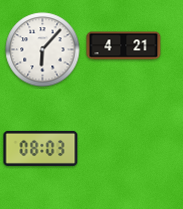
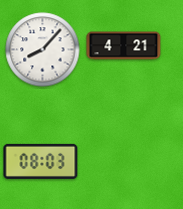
clock at (43, 50): 6:07 -> 8:07
clock at (41, 148) position: (41, 148) -> (41, 161)
